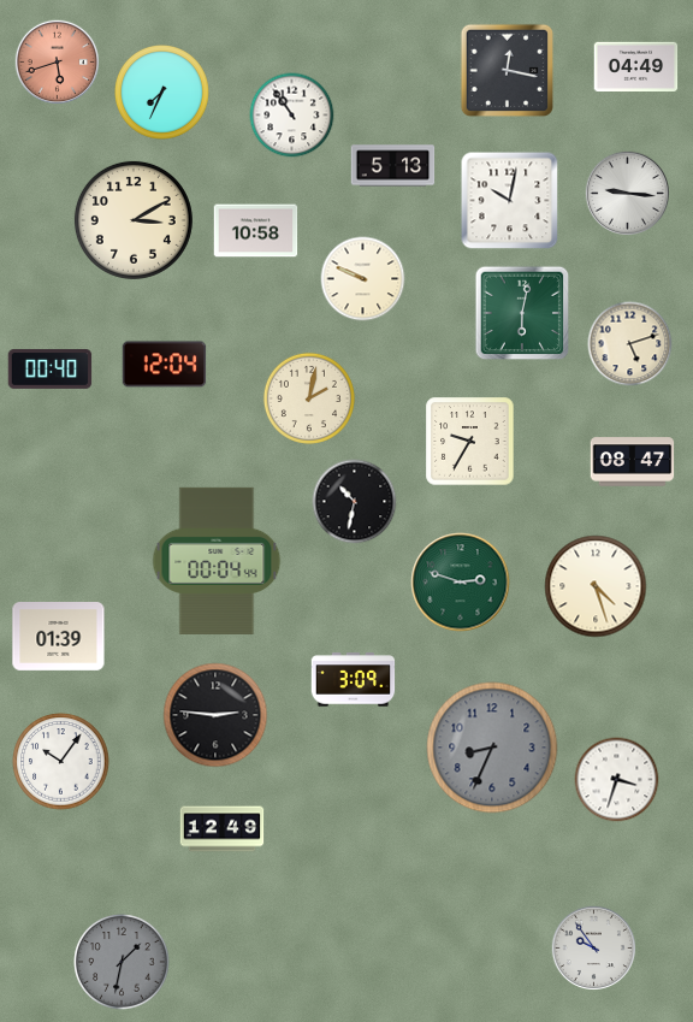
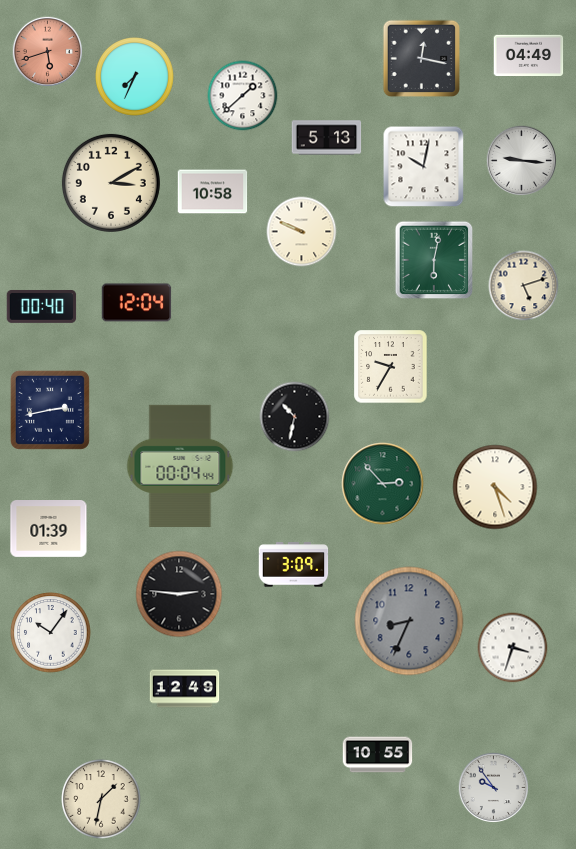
clock at (292, 116): 10:54 -> 1:38
clock at (309, 398): 2:02 -> none
clock at (633, 462): 08:47 -> none
clock at (50, 410): none -> 2:43
clock at (461, 583): 2:48 -> 2:53
clock at (378, 755): none -> 10:55
clock at (122, 962) dial: grey -> cream
